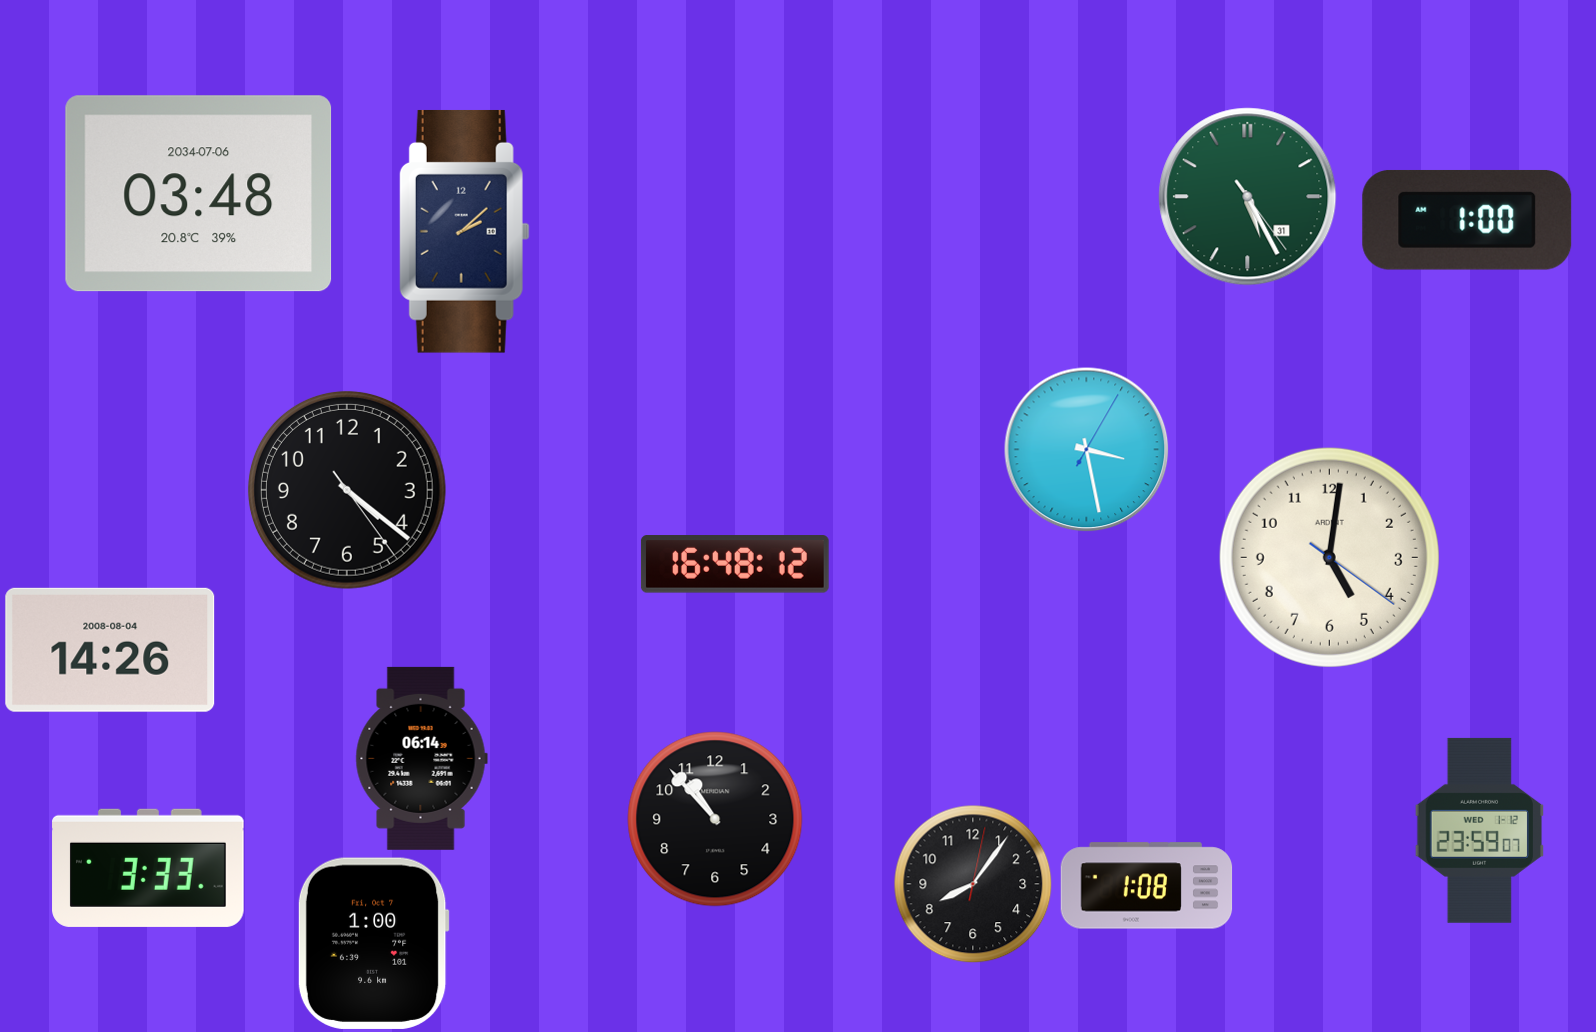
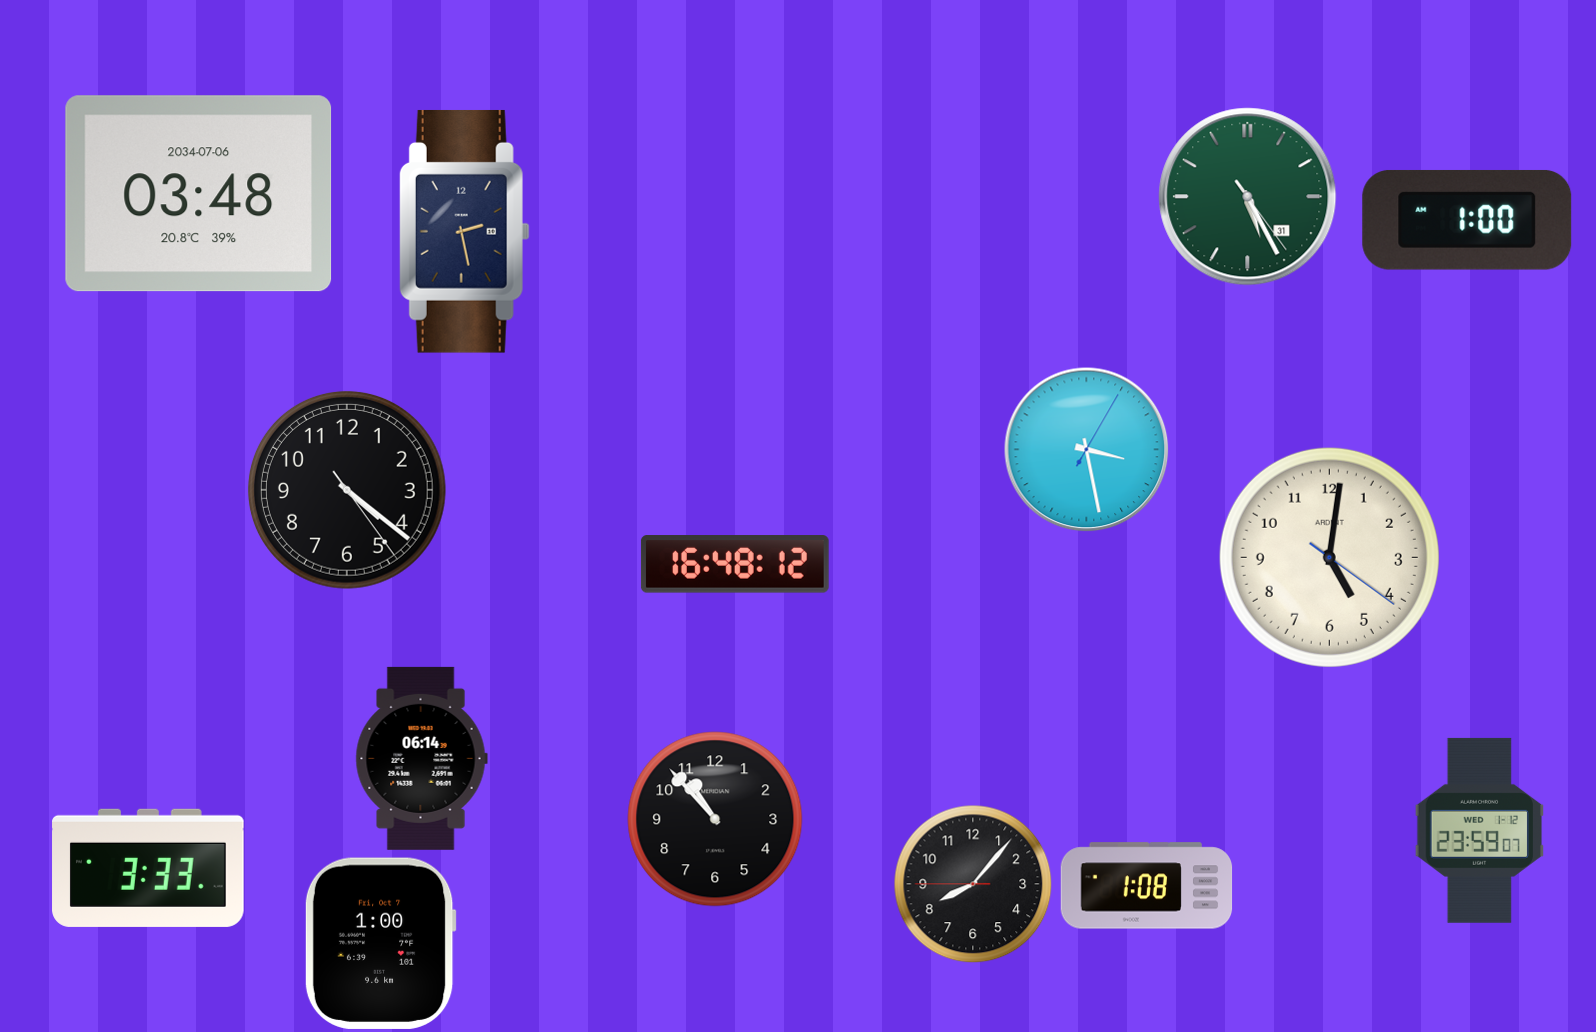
clock at (464, 231): 2:08 -> 2:28
clock at (110, 650): 14:26 -> none
clock at (973, 884): 8:06:02 -> 8:06:45
clock at (373, 943) position: (373, 943) -> (380, 943)
